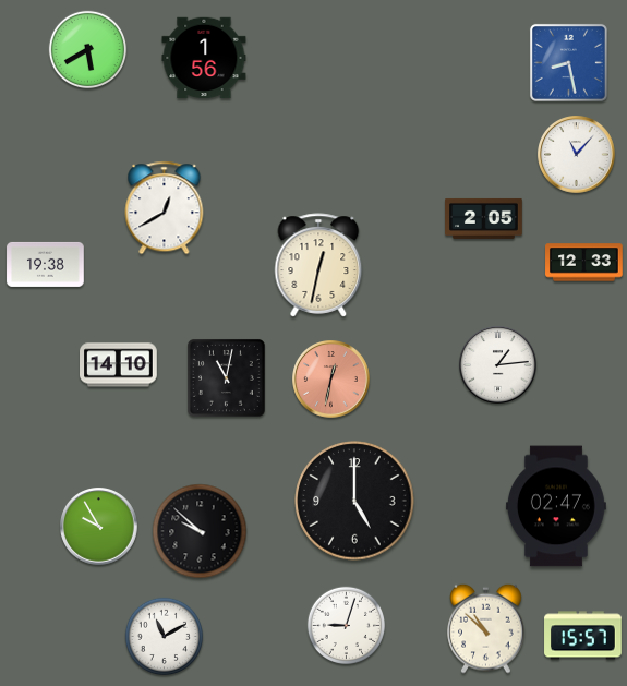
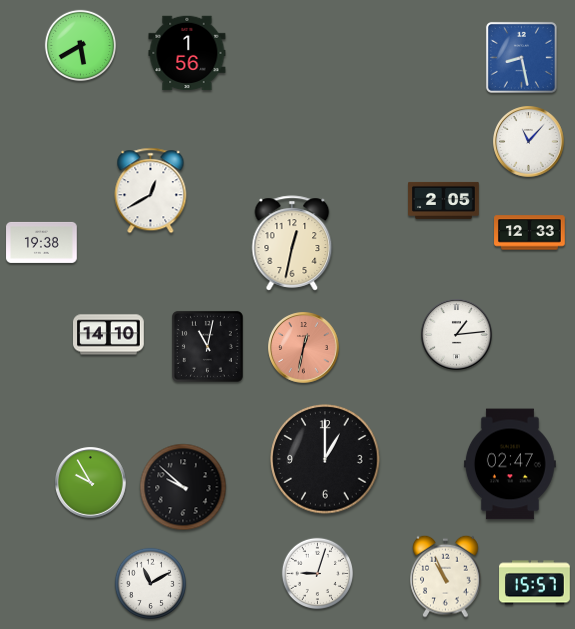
clock at (584, 263) position: (584, 263) -> (530, 233)
clock at (354, 501): 5:00 -> 1:00
clock at (486, 628): 10:52 -> 10:56
